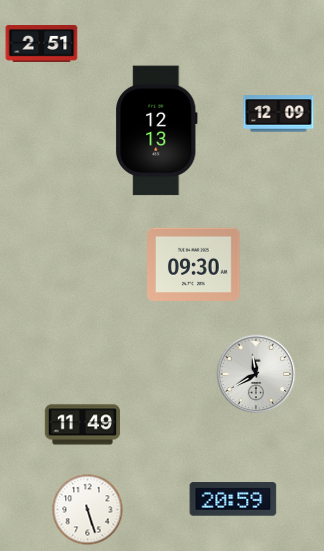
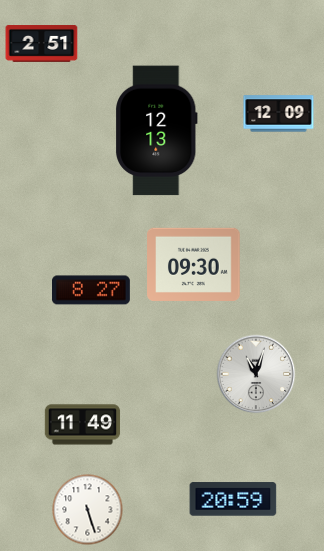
clock at (92, 290): none -> 8:27
clock at (256, 374): 11:40 -> 11:03
